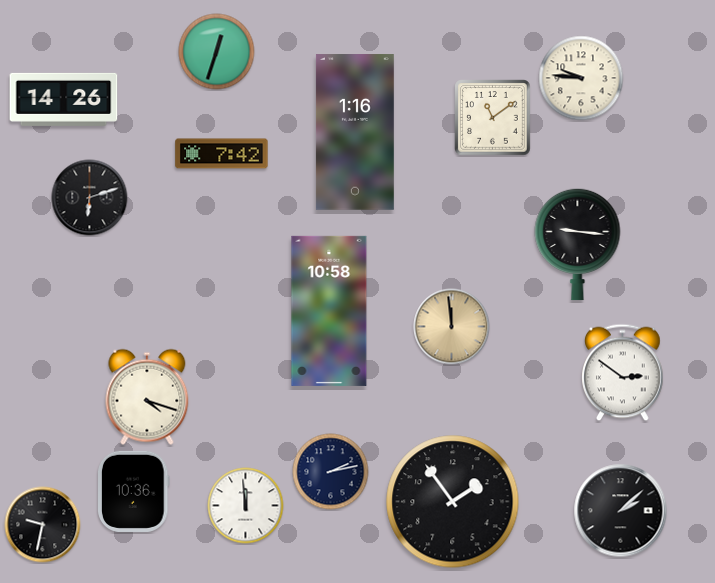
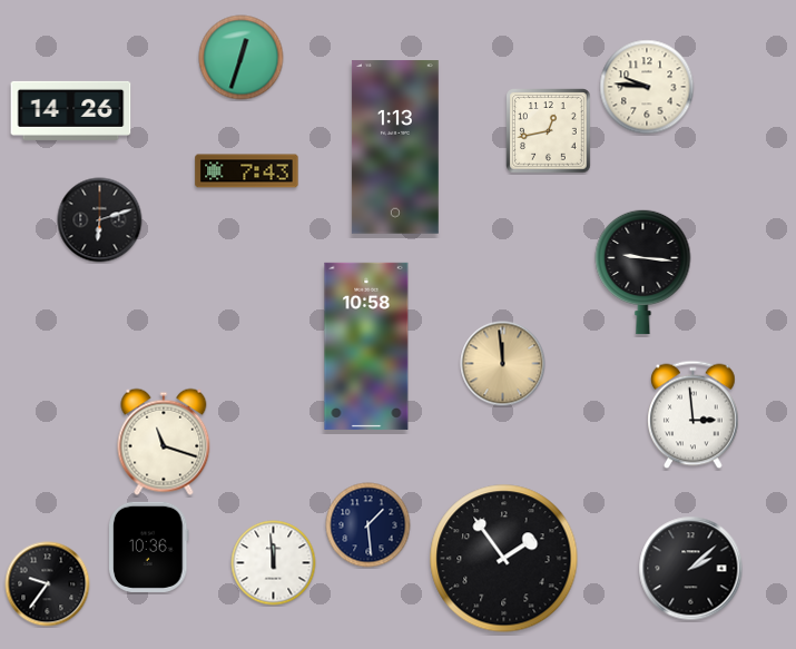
clock at (493, 118): 11:09 -> 12:43
clock at (355, 132): 1:16 -> 1:13
clock at (222, 154): 7:42 -> 7:43
clock at (623, 373): 2:51 -> 2:59
clock at (147, 397): 4:18 -> 11:18
clock at (331, 472): 2:13 -> 1:29
clock at (43, 525): 9:32 -> 9:36
